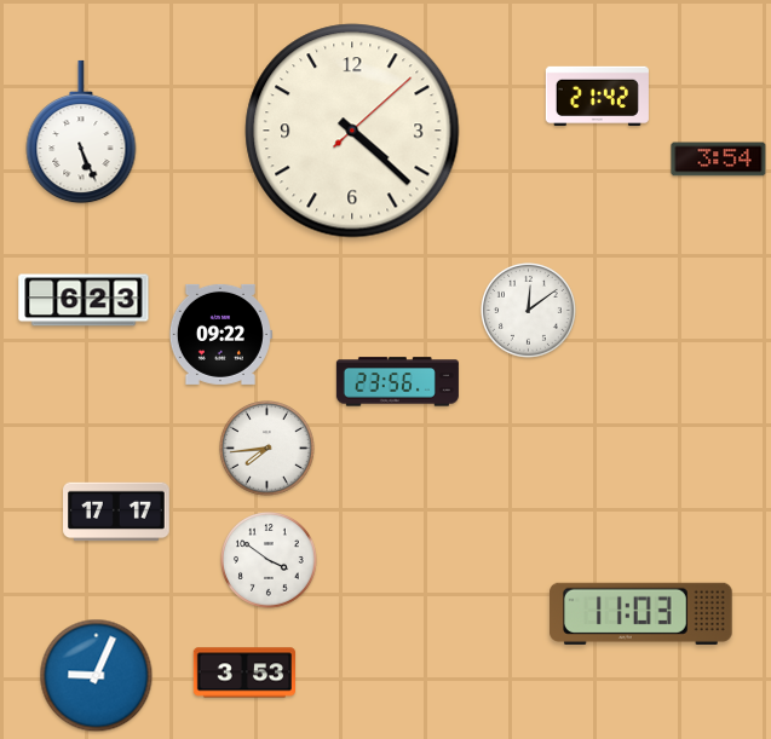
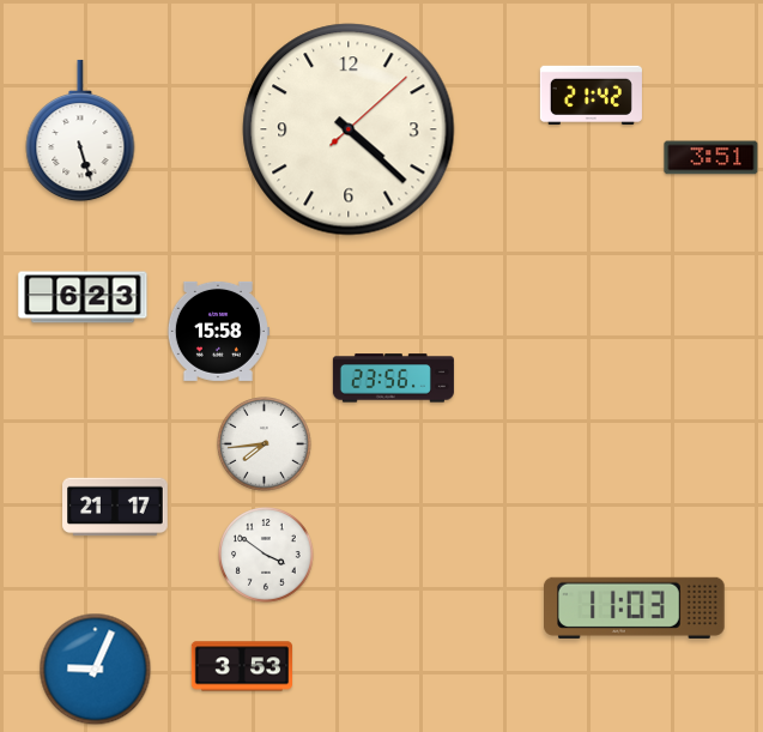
clock at (81, 132): 5:26 -> 5:27
clock at (719, 160): 3:54 -> 3:51
clock at (529, 311): 12:09 -> none
clock at (220, 334): 09:22 -> 15:58
clock at (116, 512): 17:17 -> 21:17
